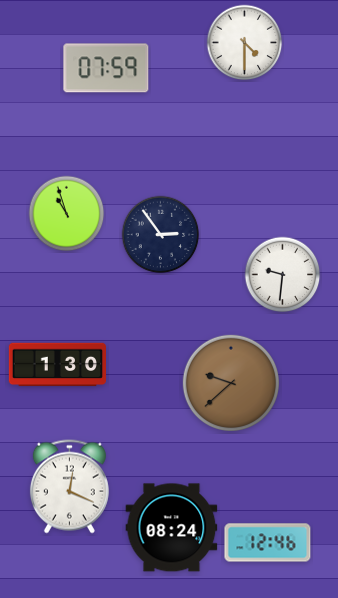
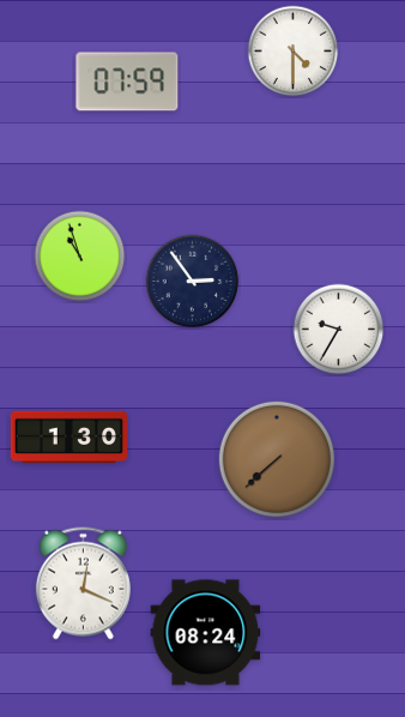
clock at (283, 275): 9:31 -> 9:35
clock at (230, 382): 9:38 -> 7:38
clock at (268, 543): 12:46 -> none
